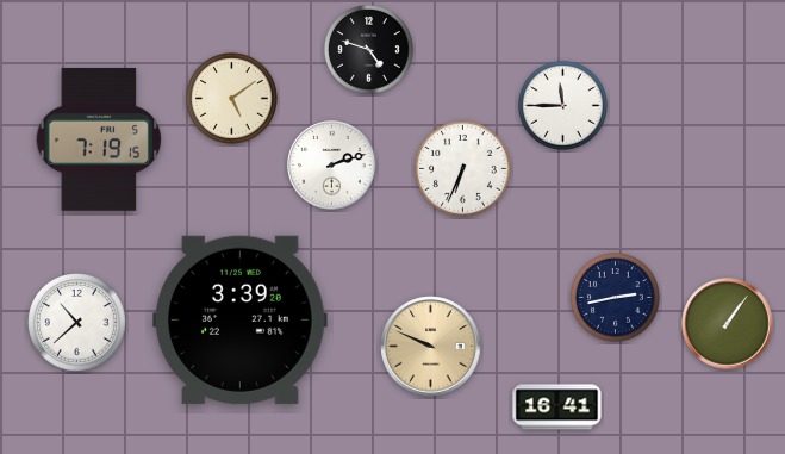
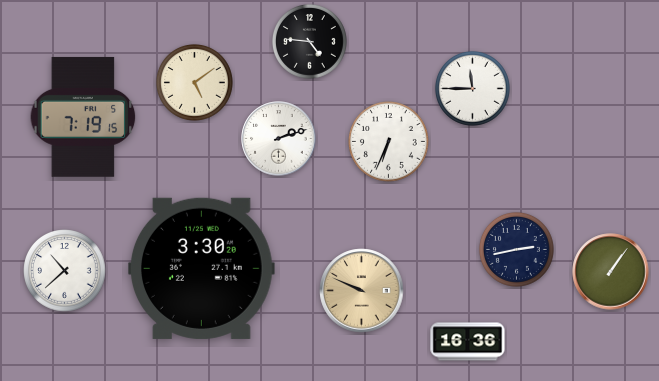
clock at (368, 49): 4:48 -> 4:46
clock at (241, 319): 3:39 -> 3:30
clock at (557, 408): 16:41 -> 16:36
